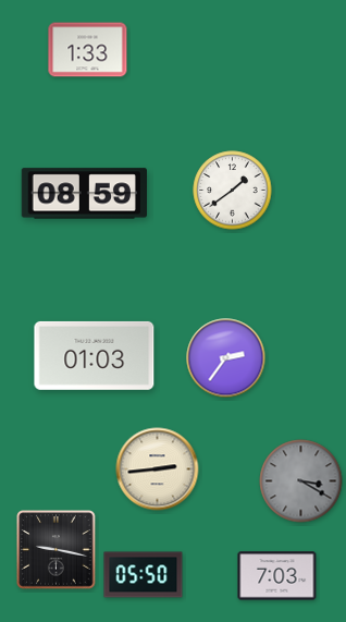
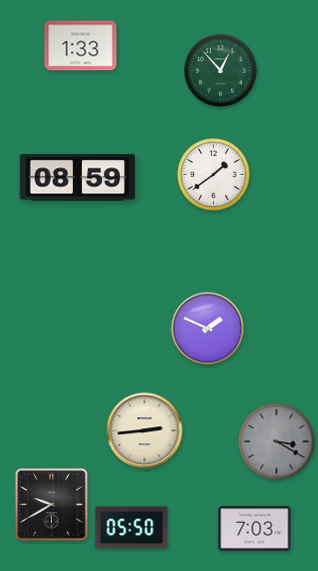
clock at (221, 71): none -> 12:53
clock at (95, 355): 01:03 -> none
clock at (226, 358): 2:36 -> 1:49
clock at (57, 550): 9:17 -> 9:40
